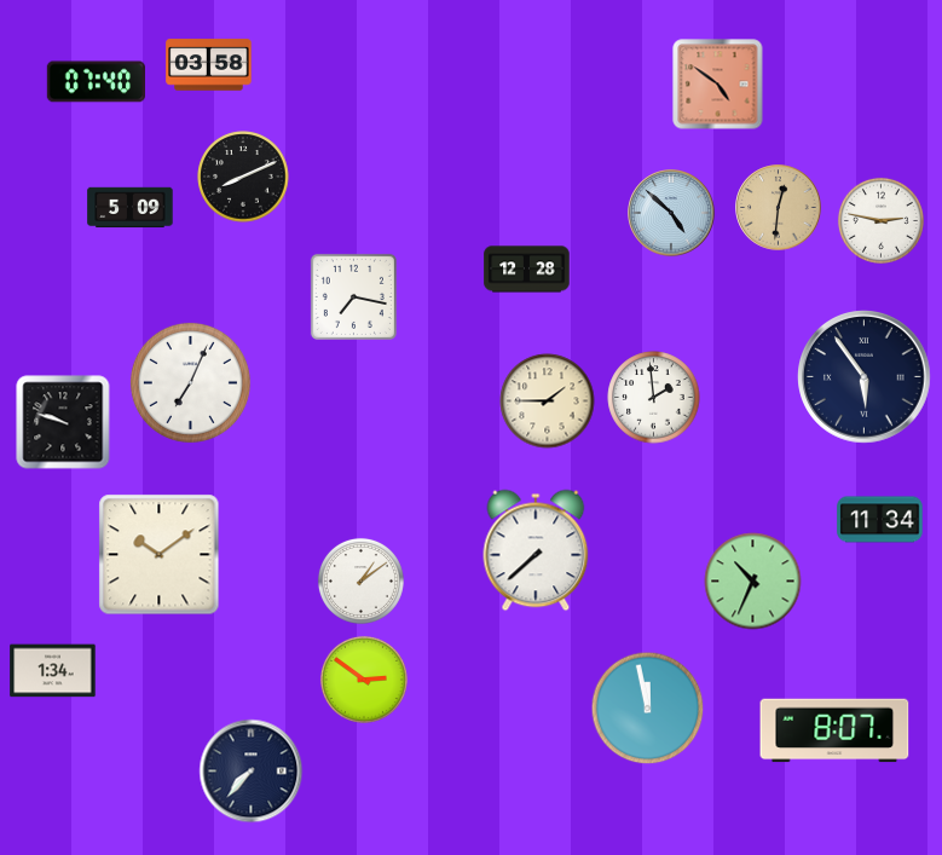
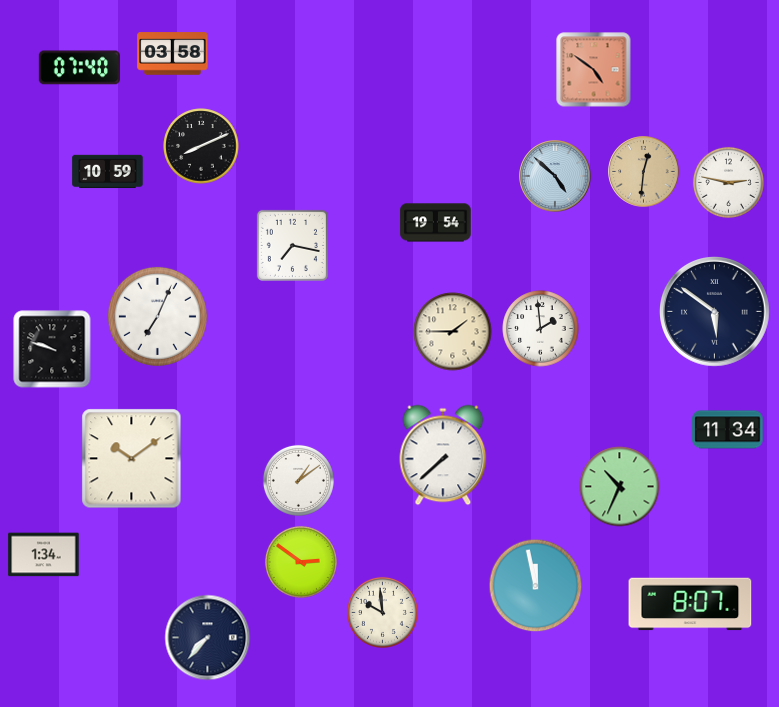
clock at (131, 208): 5:09 -> 10:59
clock at (527, 270): 12:28 -> 19:54
clock at (865, 377): 5:54 -> 5:51
clock at (753, 582) position: (753, 582) -> (620, 487)
clock at (382, 612): none -> 9:59
